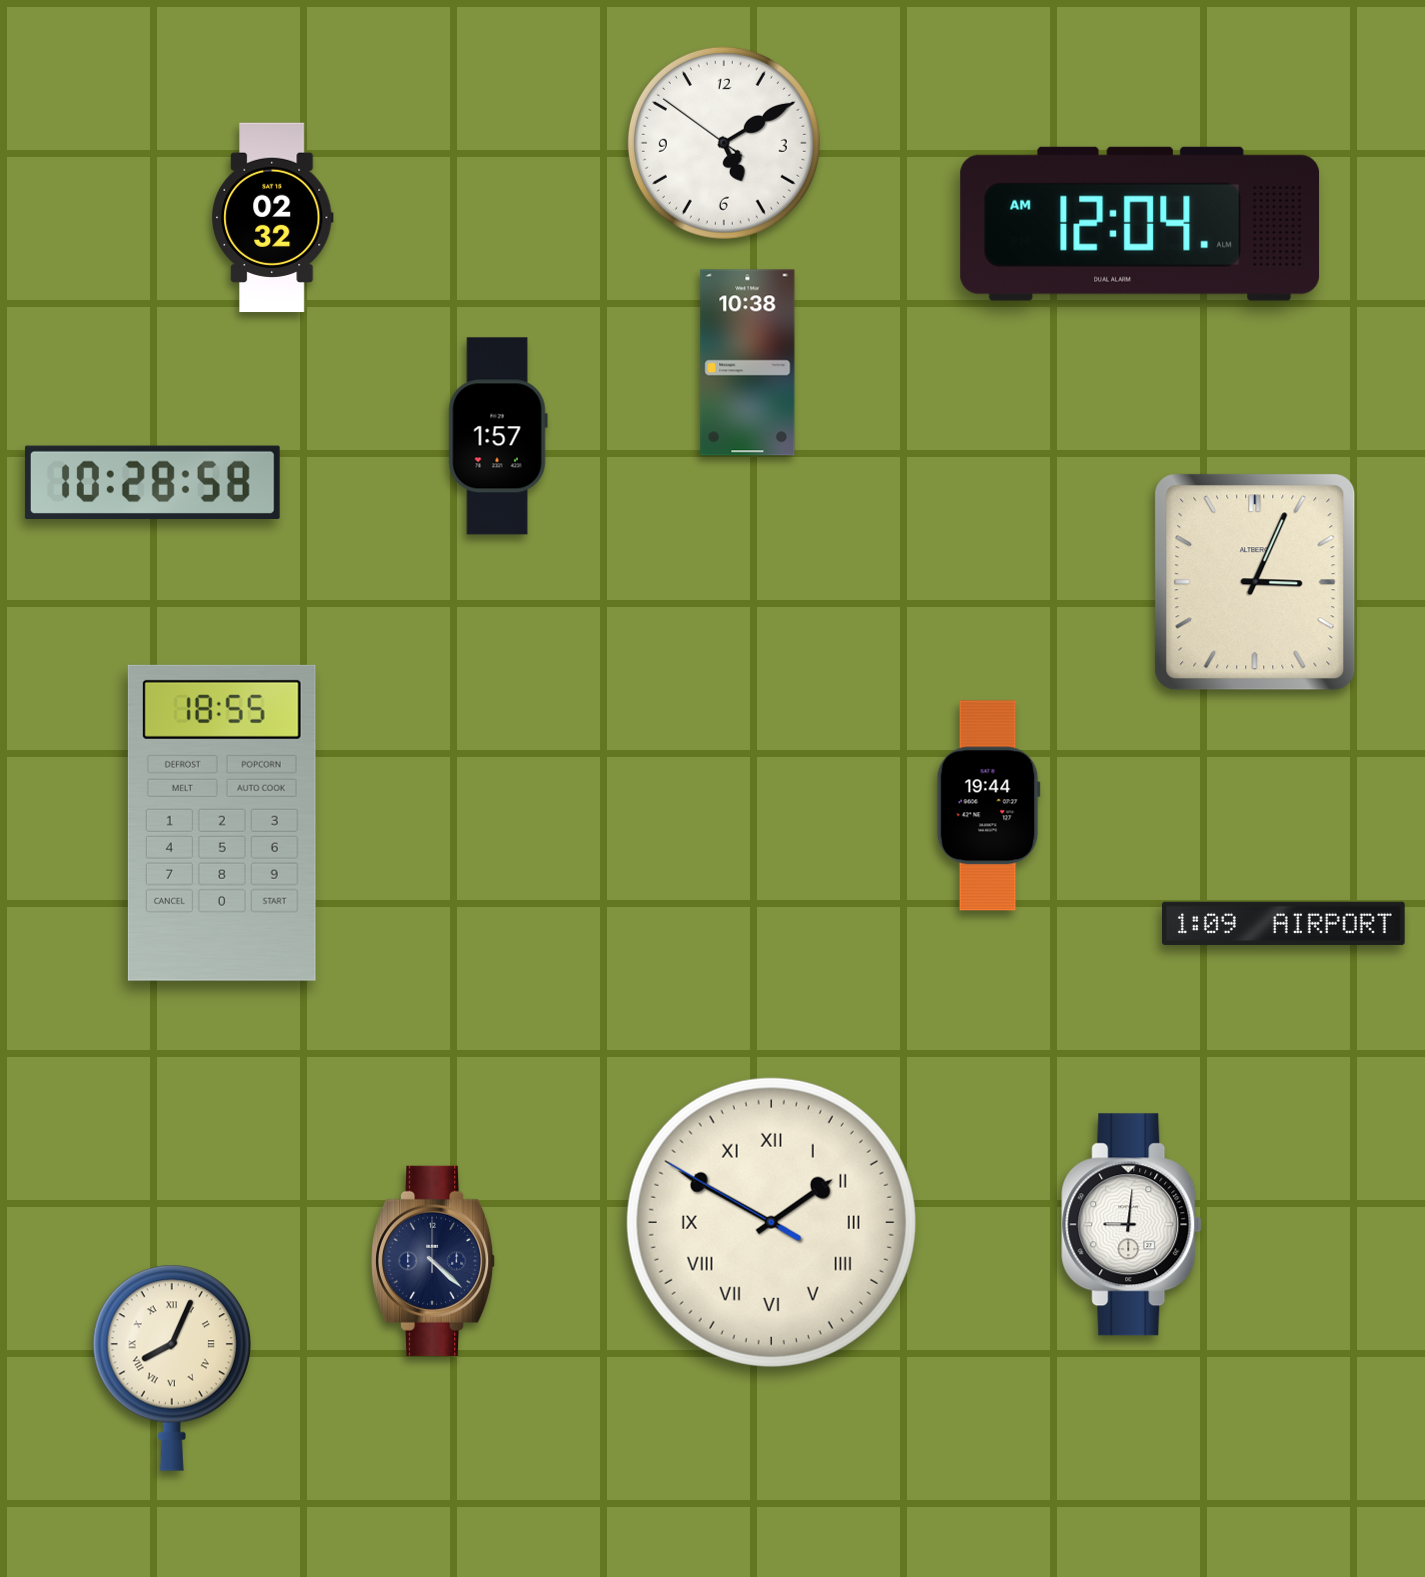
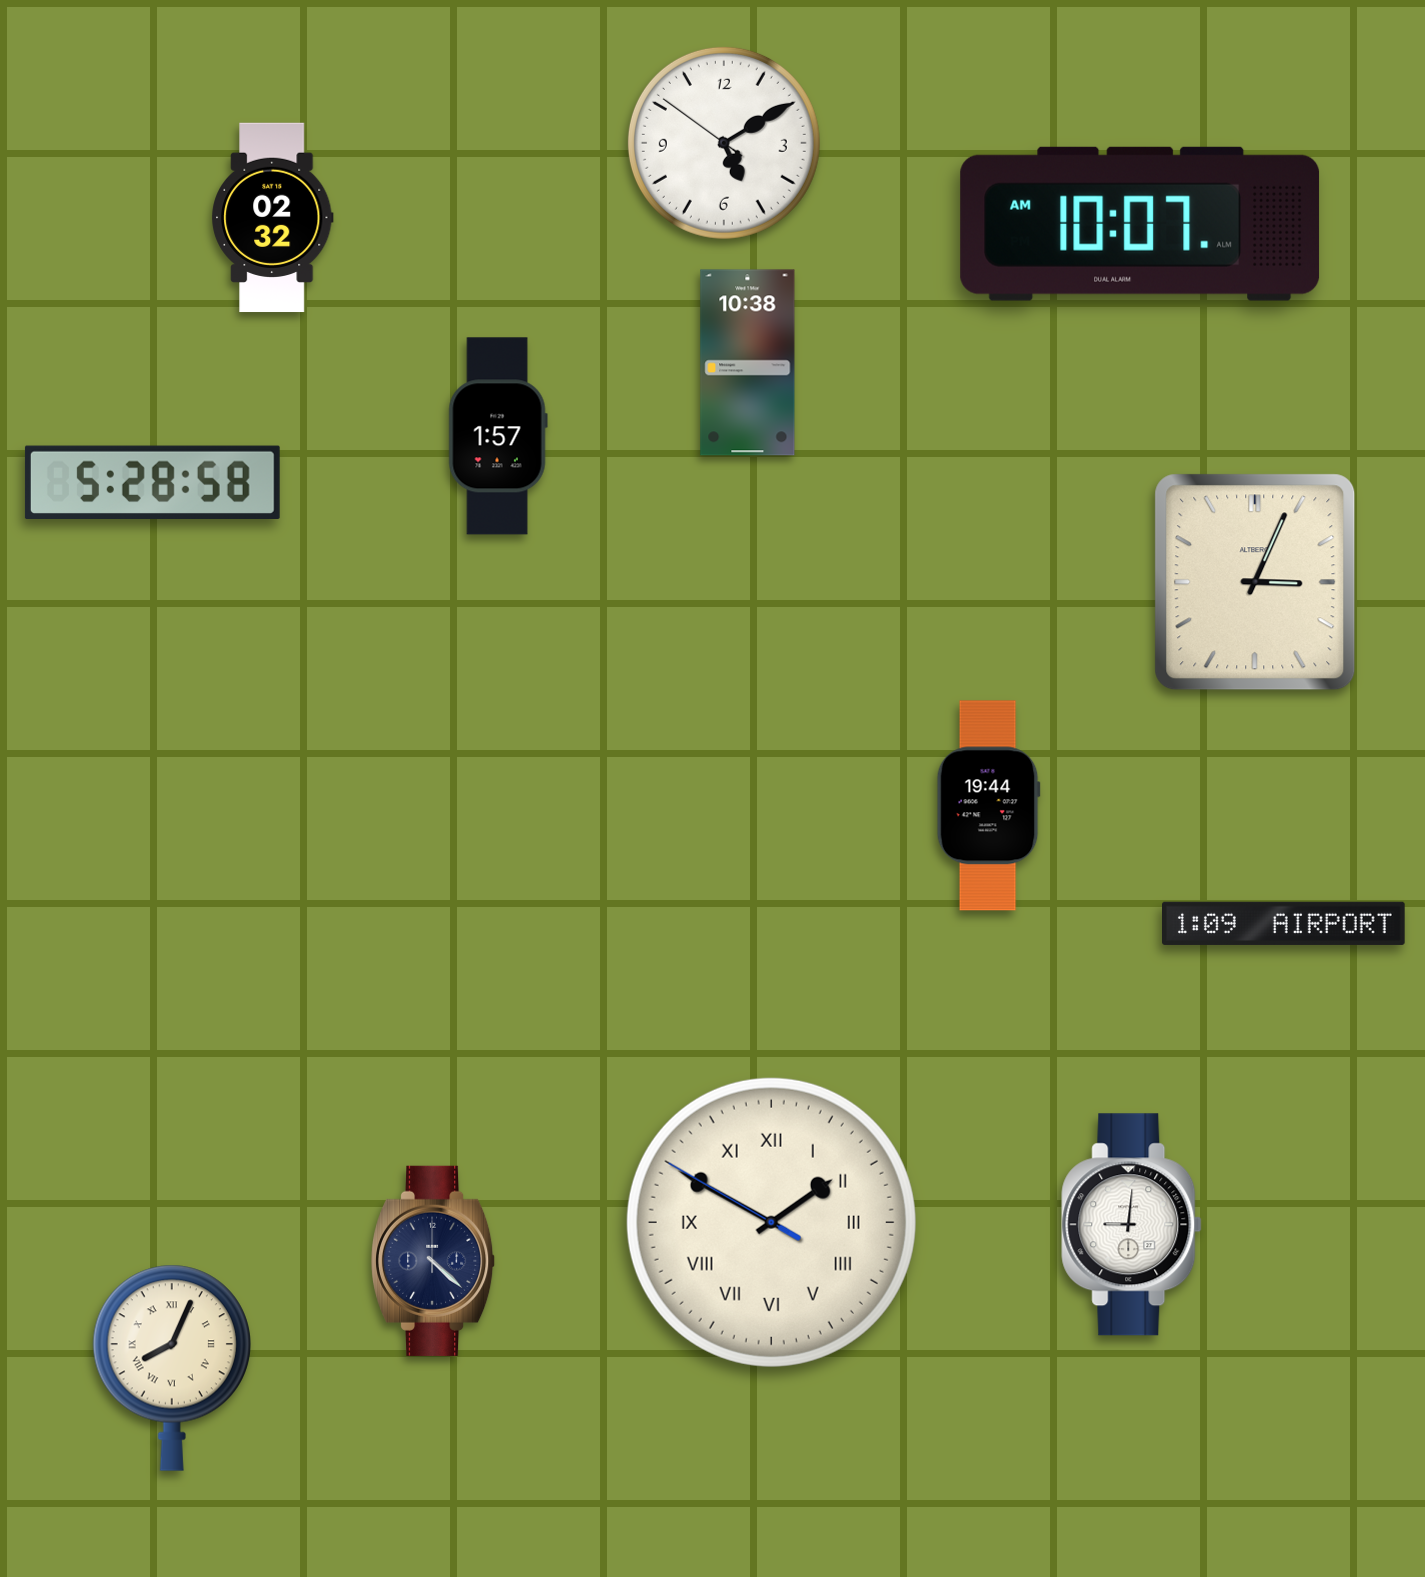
clock at (1140, 224): 12:04 -> 10:07
clock at (152, 483): 10:28 -> 5:28
clock at (222, 823): 18:55 -> none
